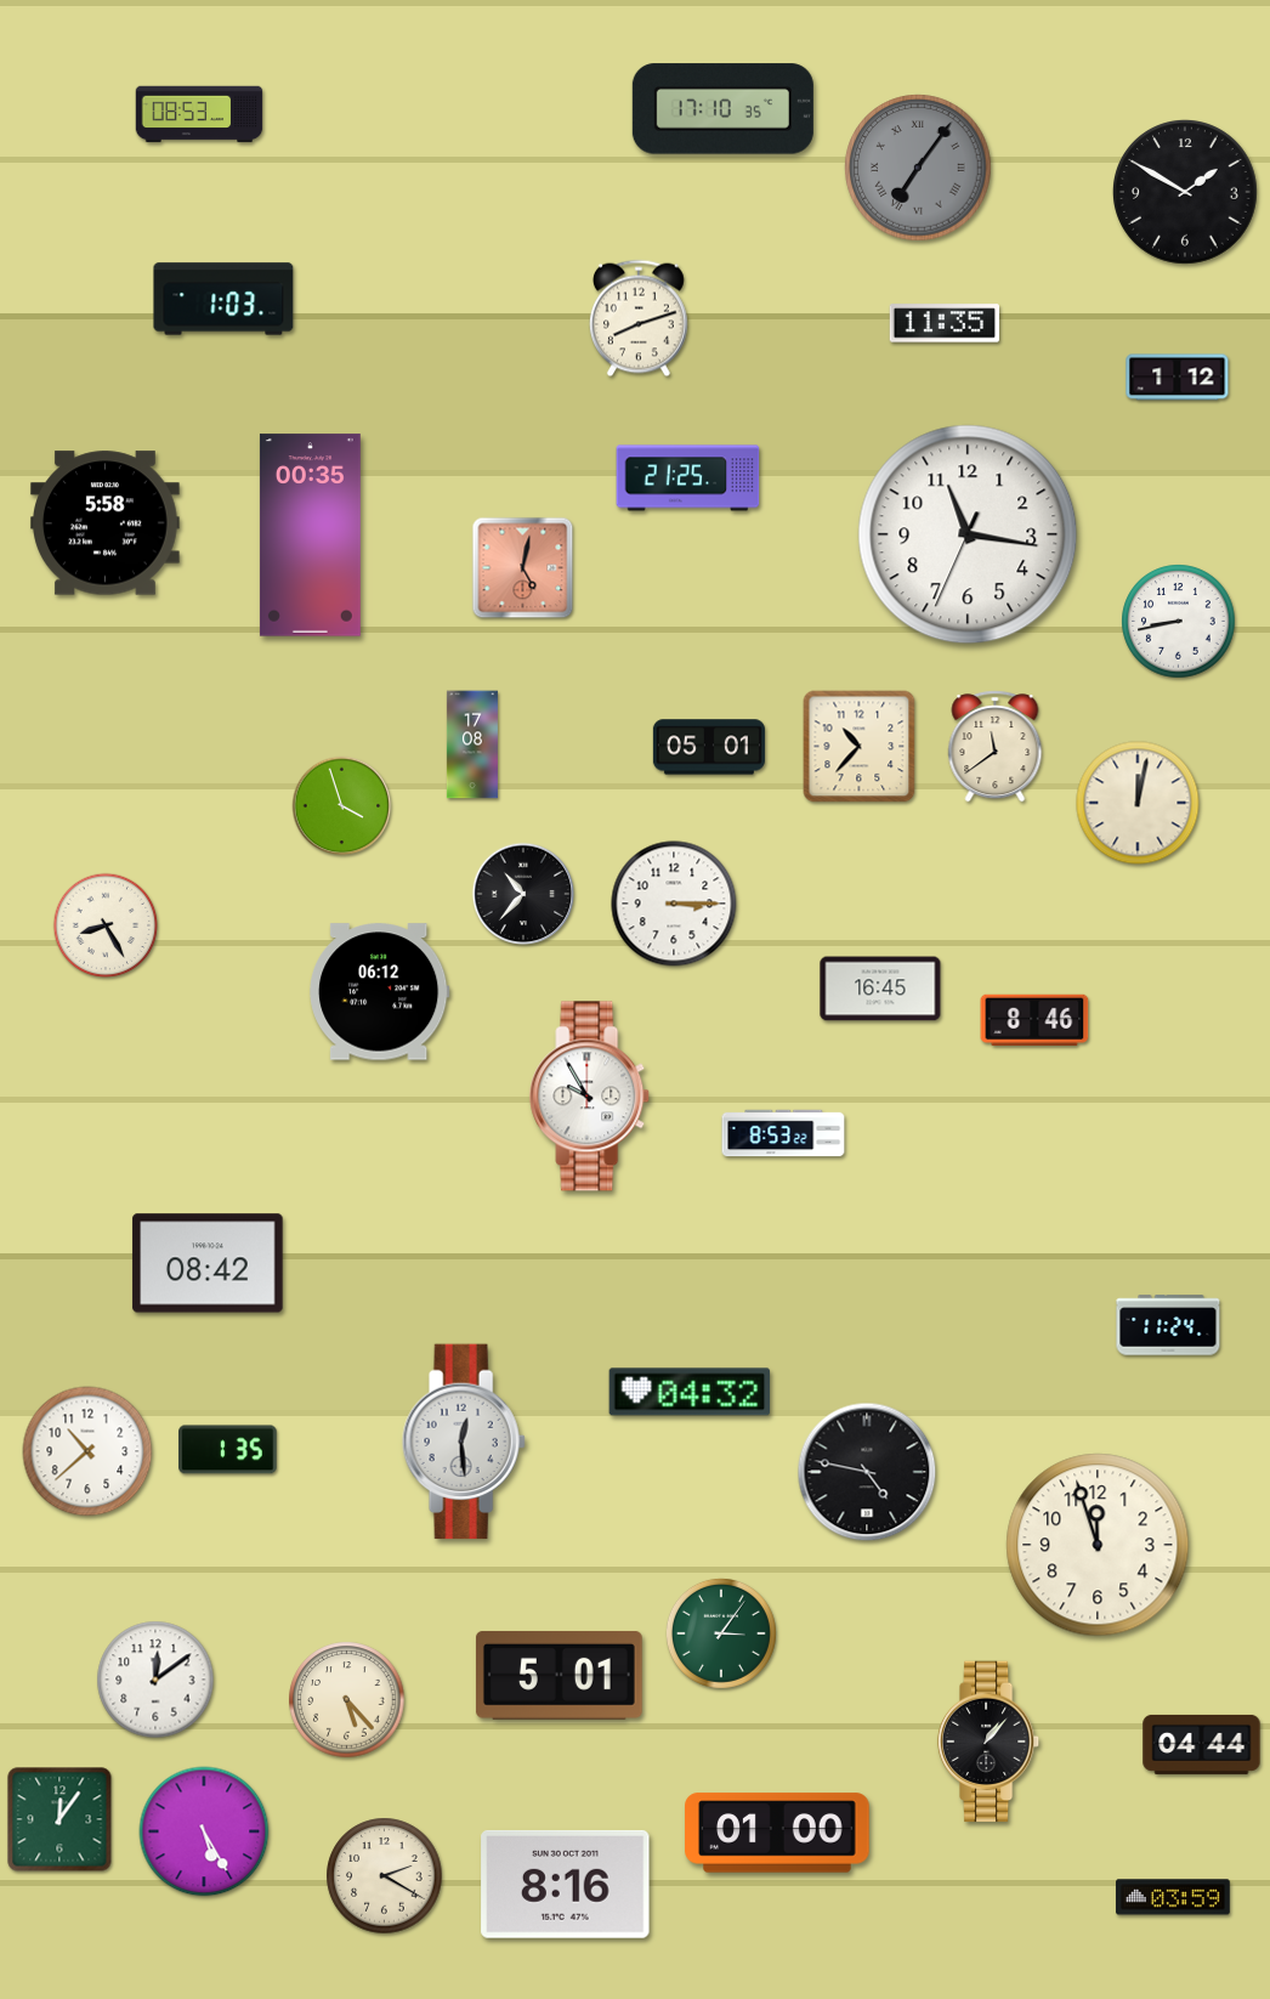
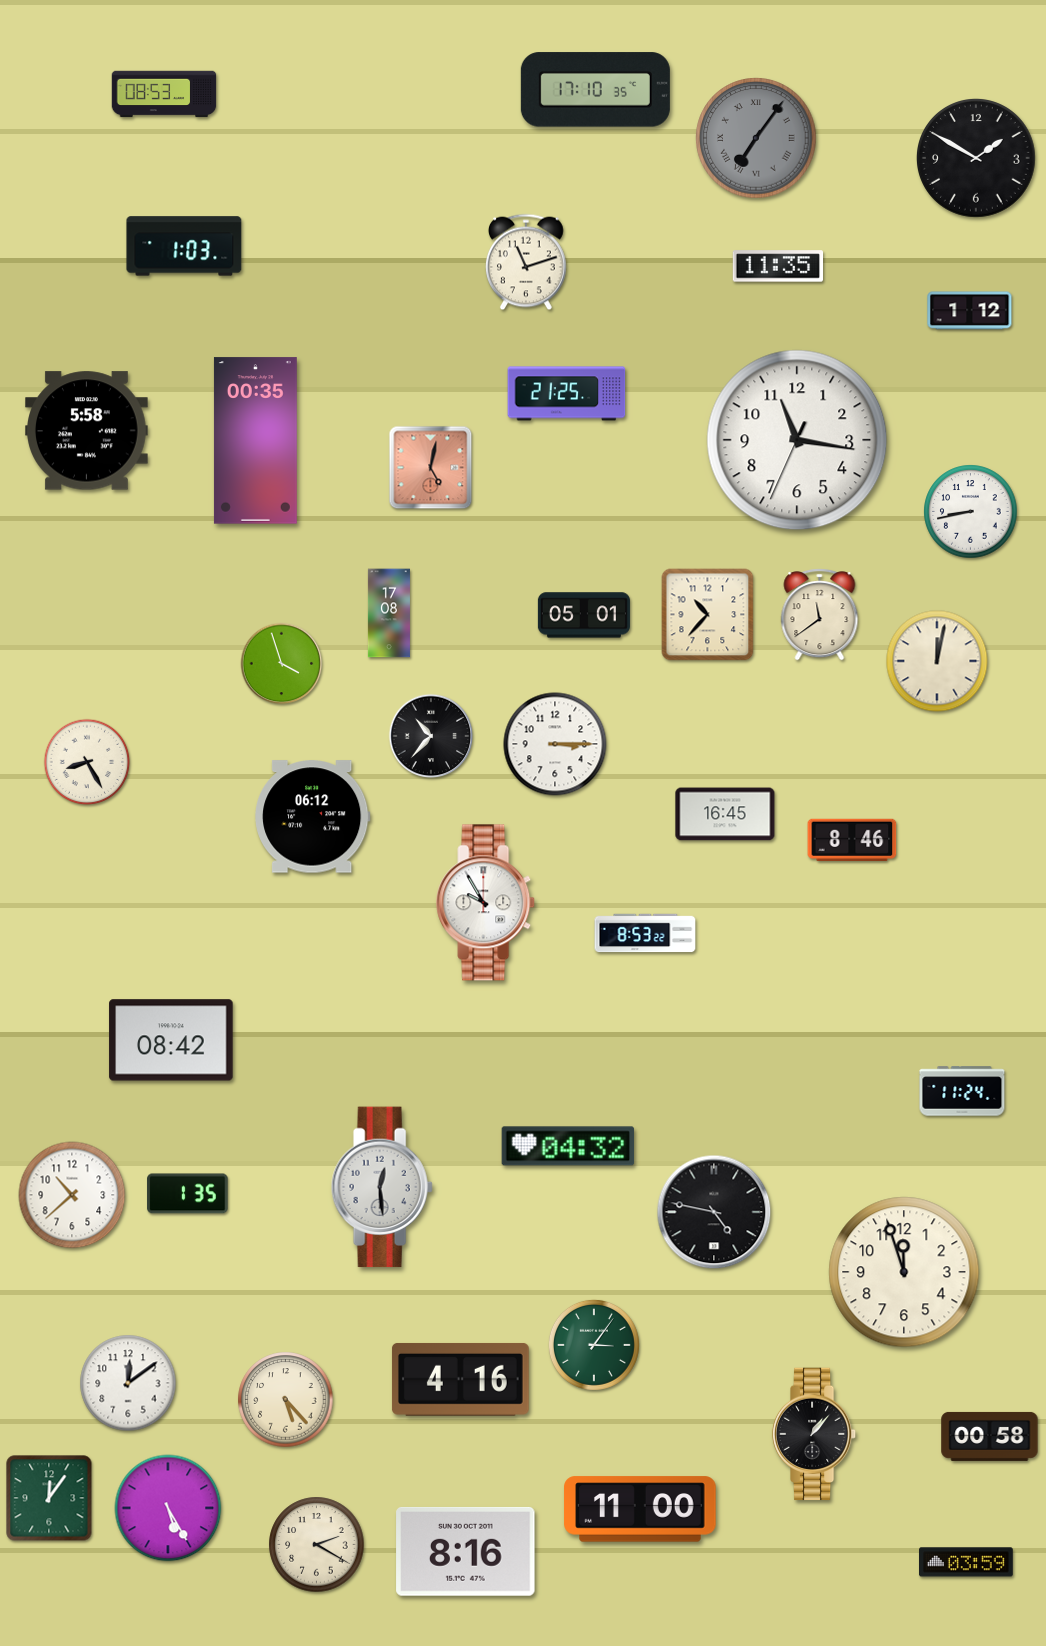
clock at (639, 318): 8:12 -> 11:12
clock at (559, 1675): 5:01 -> 4:16
clock at (1202, 1744): 04:44 -> 00:58
clock at (777, 1833): 01:00 -> 11:00
